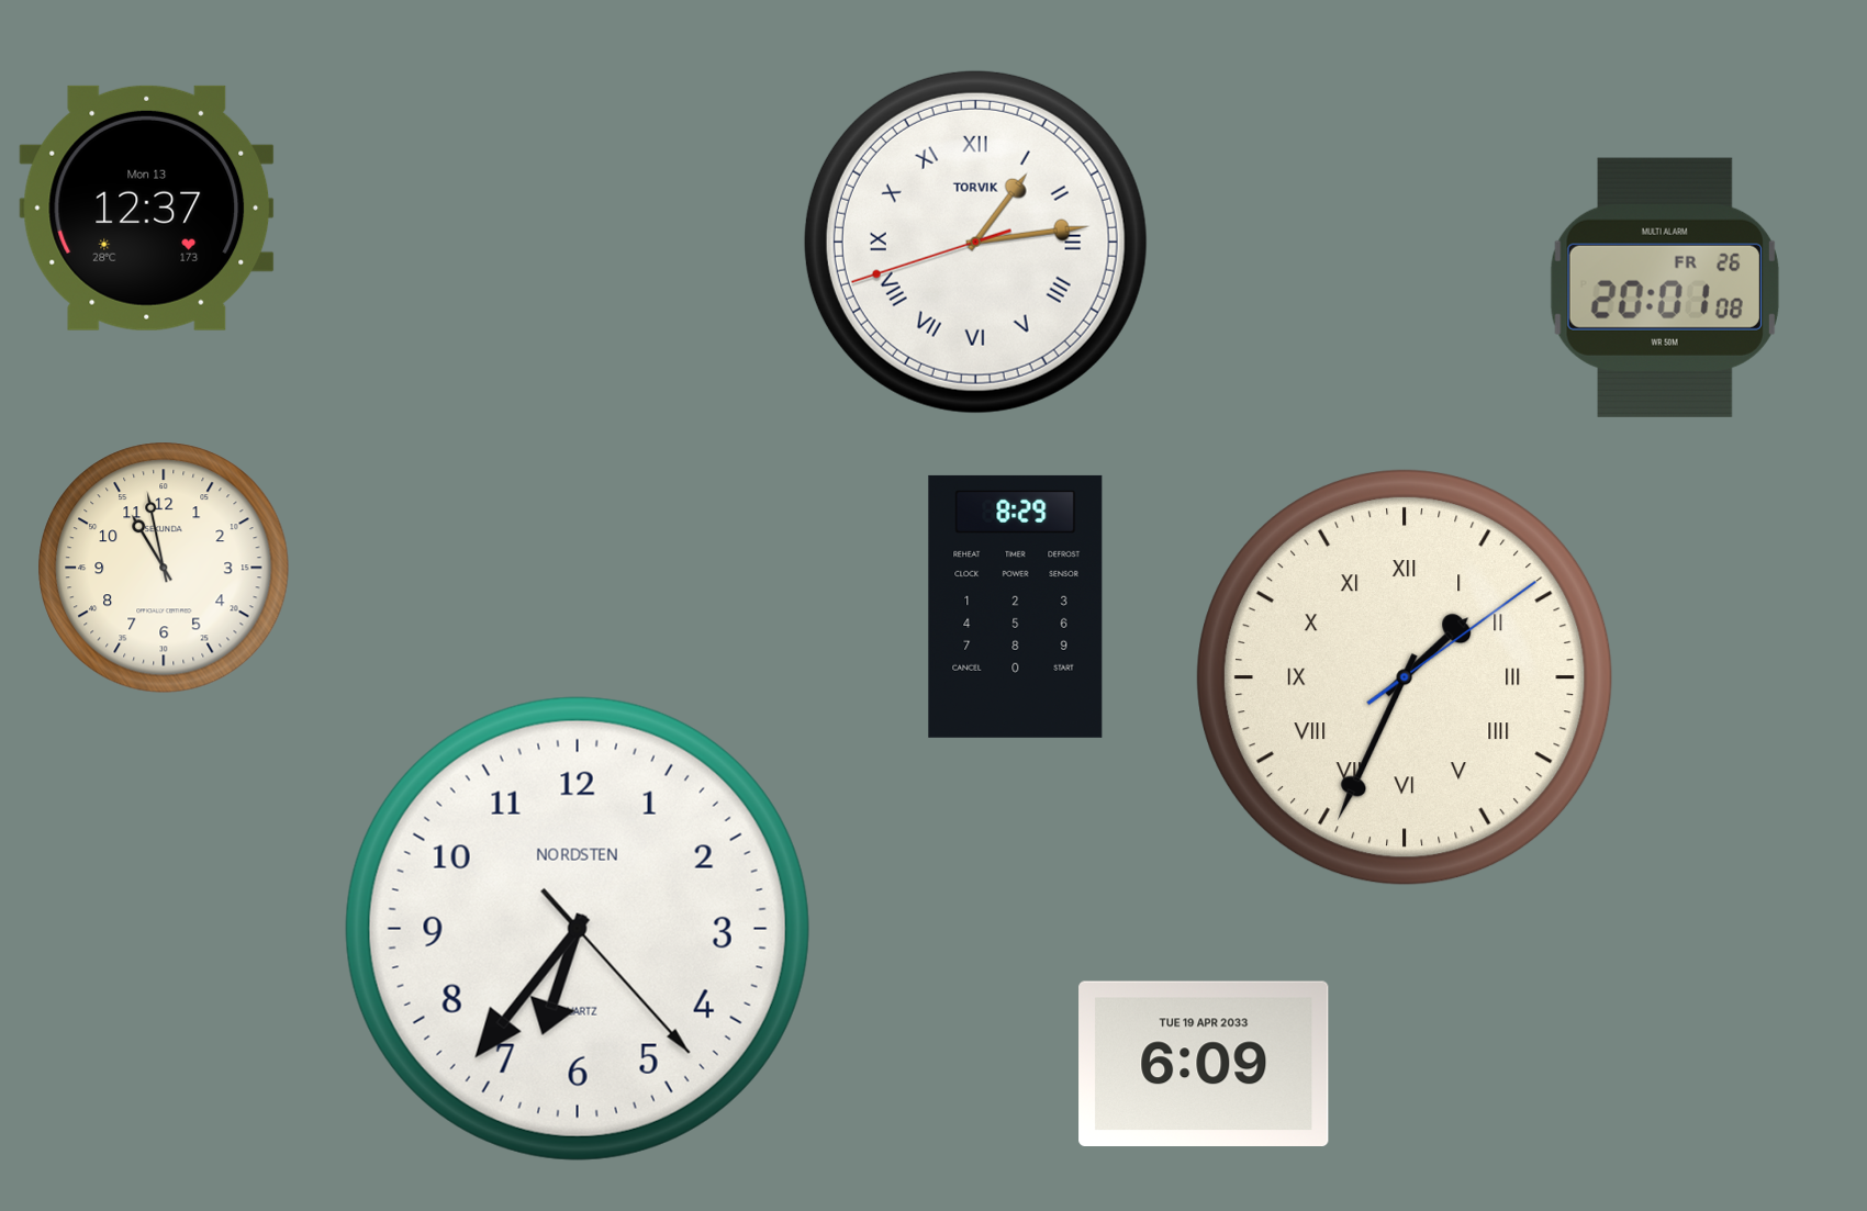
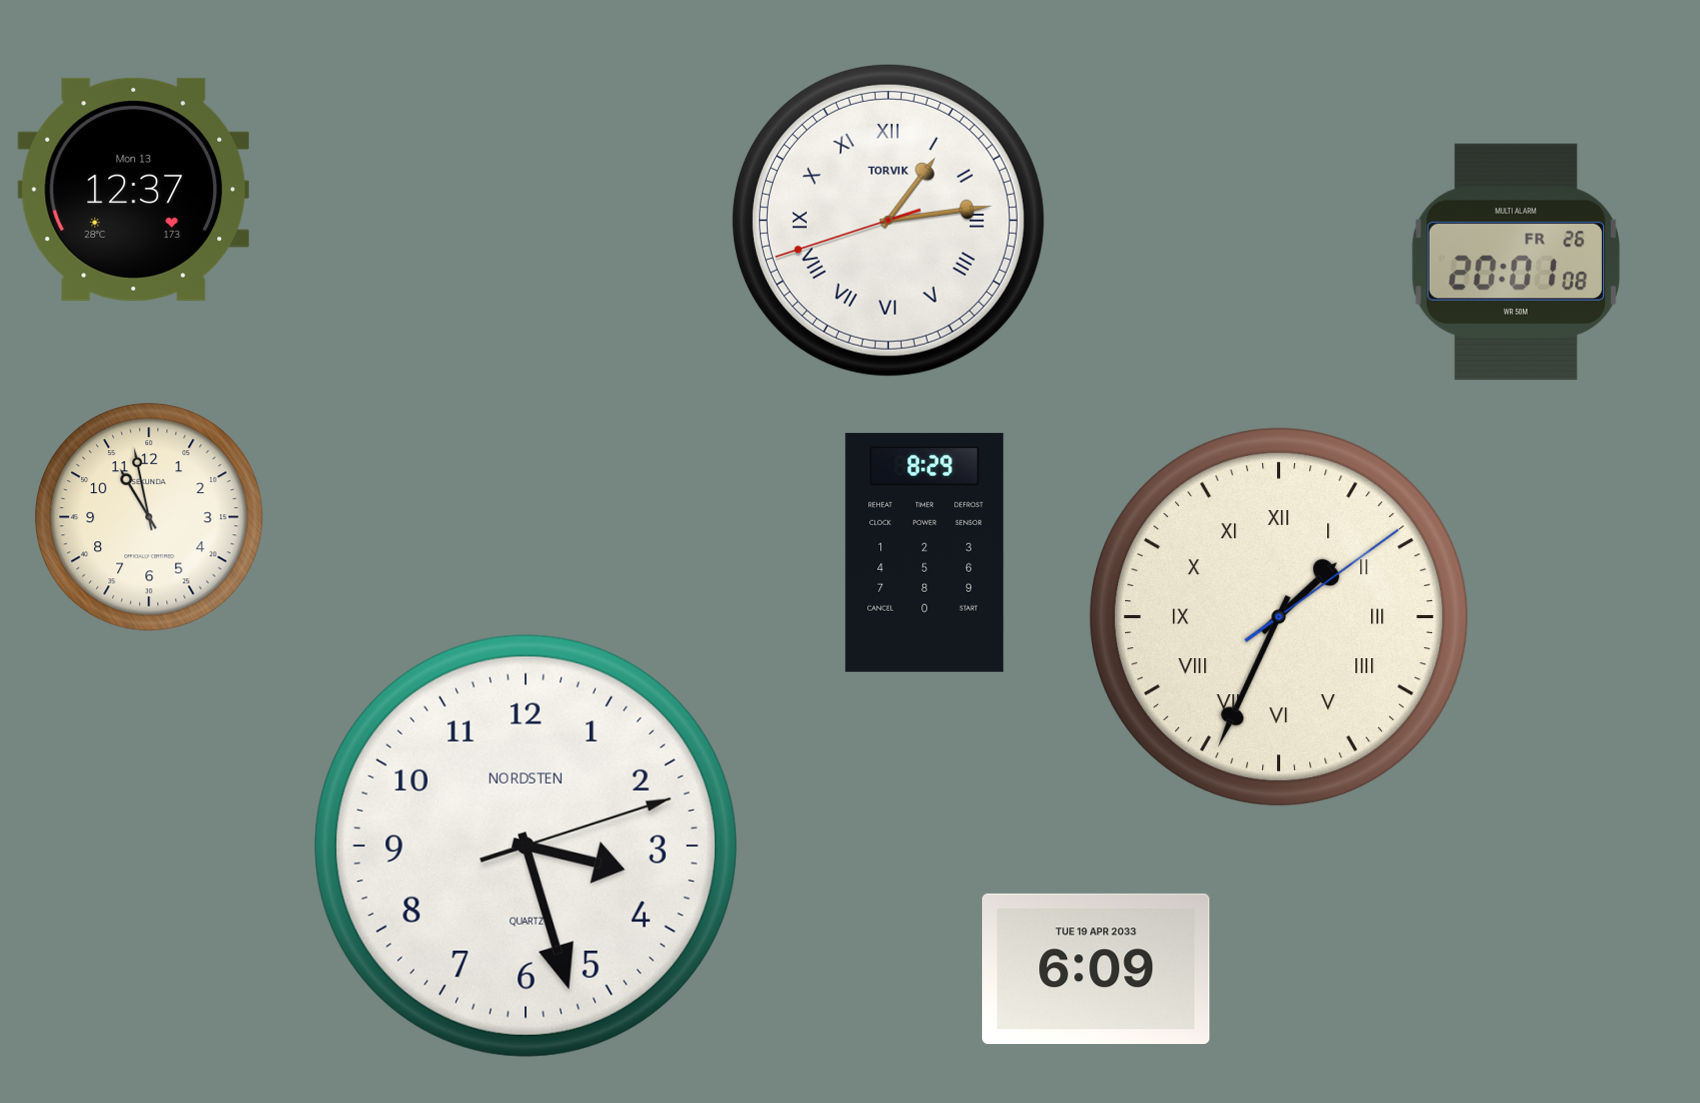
clock at (578, 929): 6:36 -> 3:27
